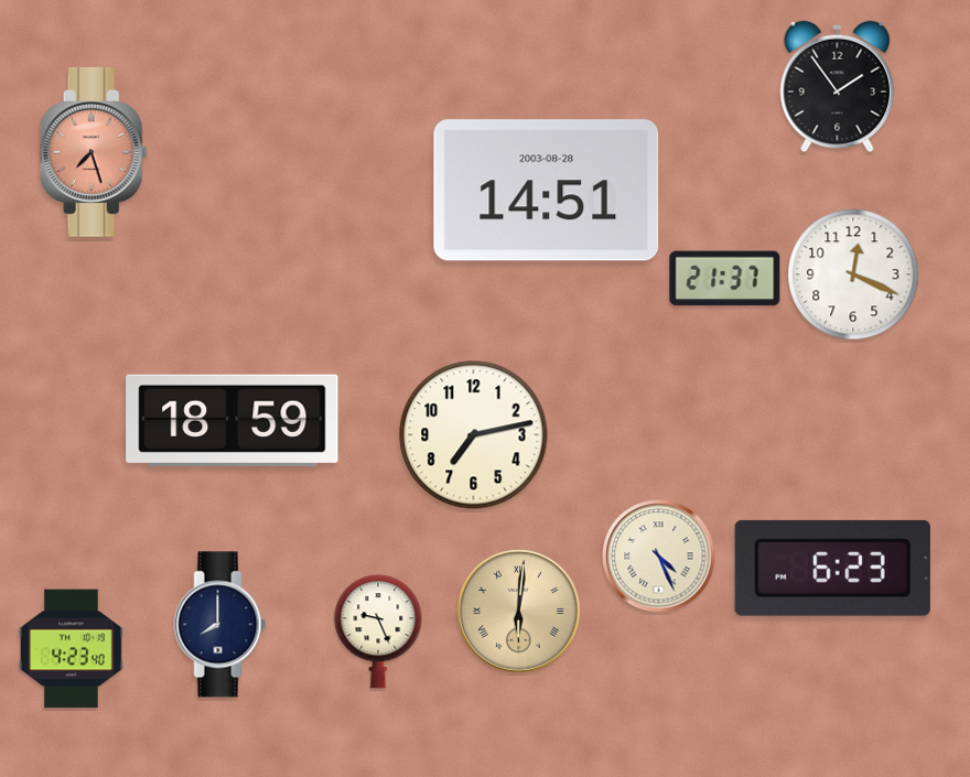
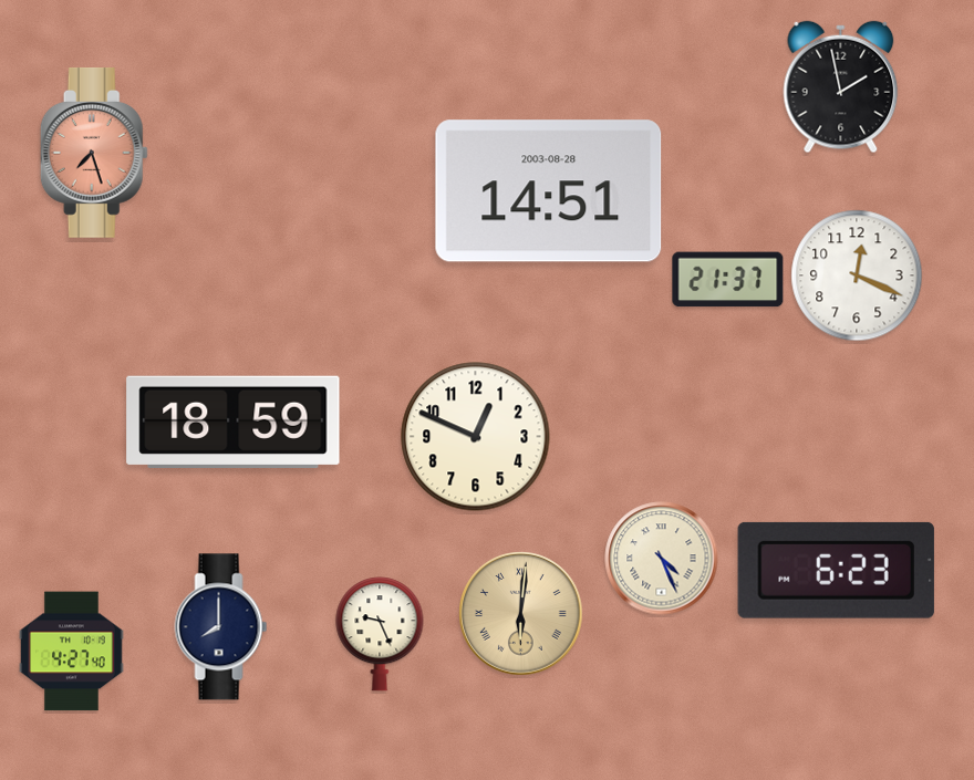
clock at (838, 87): 1:54 -> 1:58
clock at (474, 435): 7:13 -> 12:49
clock at (72, 649): 4:23 -> 4:27
